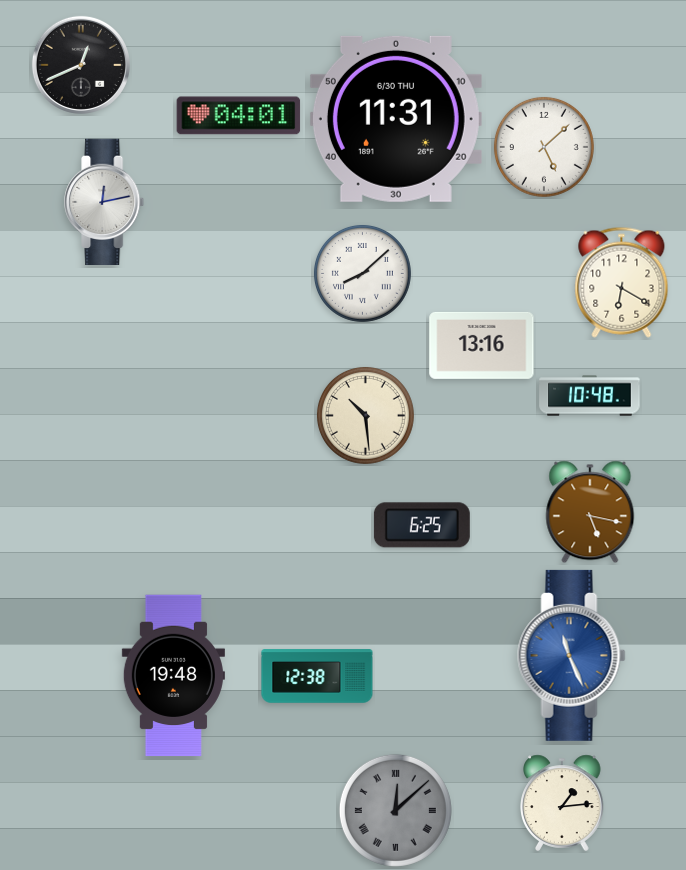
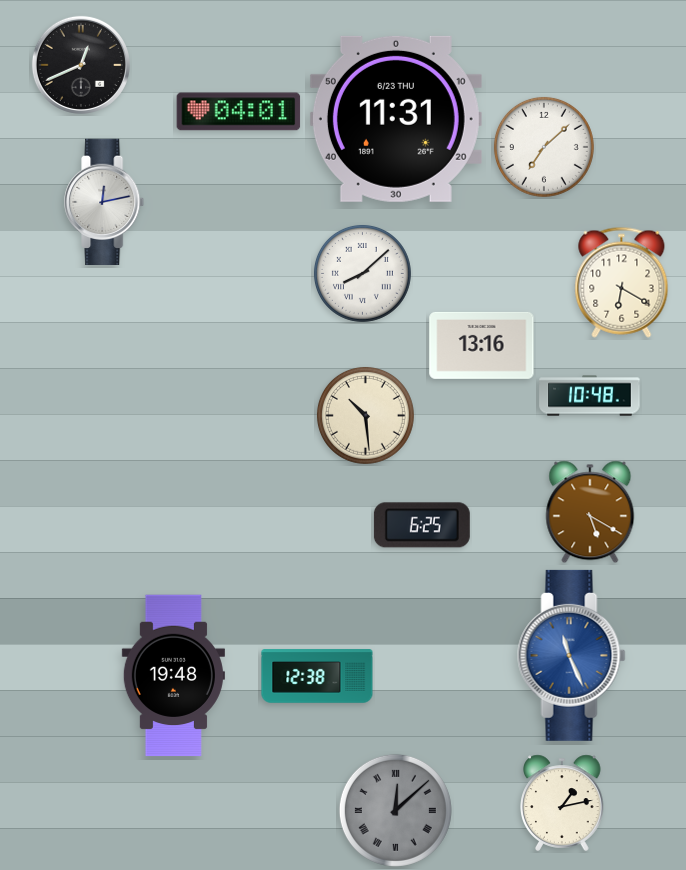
clock at (239, 116) position: (239, 116) -> (239, 112)
clock at (396, 119) date: 6/30 THU -> 6/23 THU
clock at (544, 147): 5:08 -> 7:08
clock at (590, 512): 5:17 -> 5:20
clock at (562, 803): 1:14 -> 1:13
